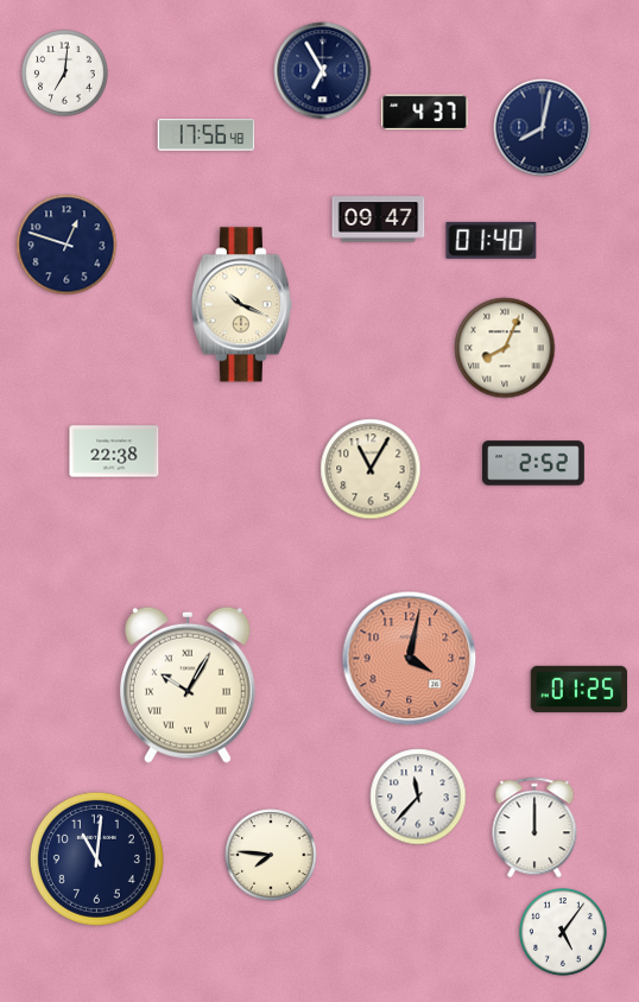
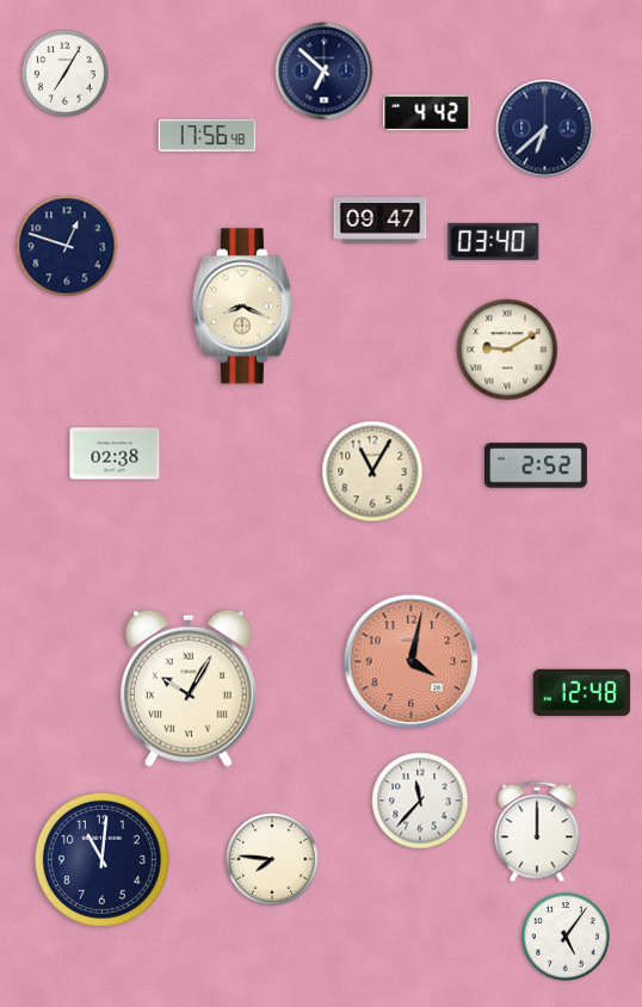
clock at (323, 71): 6:55 -> 6:52
clock at (65, 74): 7:01 -> 7:05
clock at (425, 113): 4:37 -> 4:42
clock at (543, 128): 8:02 -> 6:38
clock at (492, 240): 01:40 -> 03:40
clock at (241, 305): 10:19 -> 8:19
clock at (505, 348): 8:04 -> 9:10
clock at (114, 451): 22:38 -> 02:38
clock at (580, 689): 01:25 -> 12:48
clock at (96, 858) position: (96, 858) -> (101, 859)
